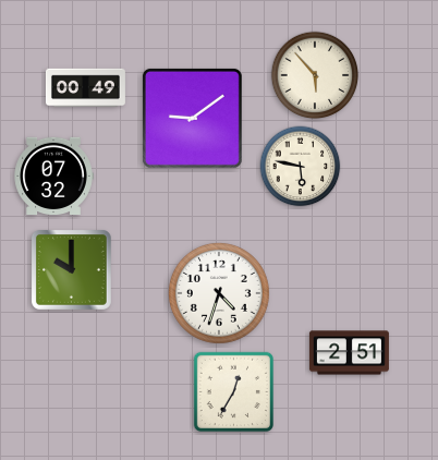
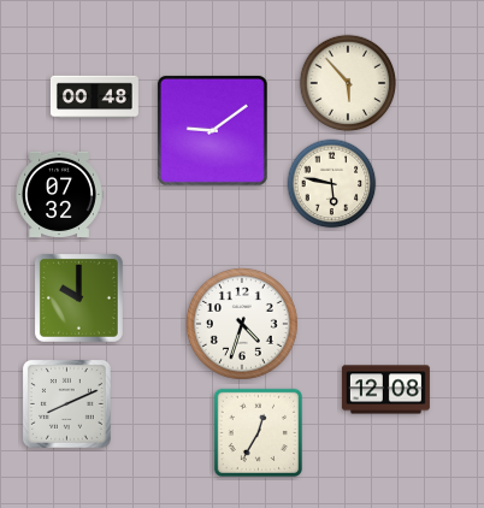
clock at (85, 88): 00:49 -> 00:48
clock at (349, 353): 2:51 -> 12:08
clock at (66, 403): none -> 8:11
